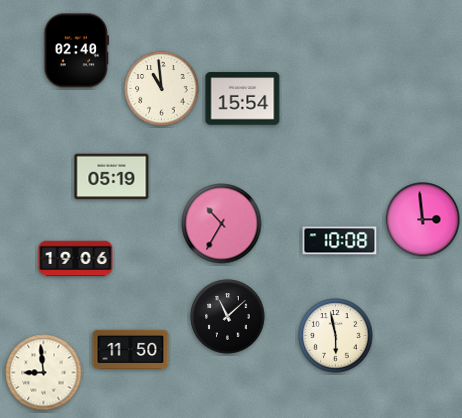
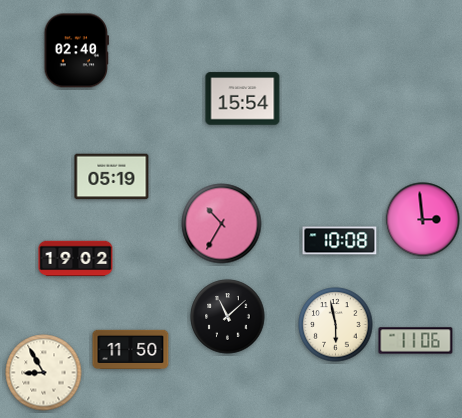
clock at (162, 89): 10:59 -> none
clock at (76, 259): 19:06 -> 19:02
clock at (336, 336) position: (336, 336) -> (336, 325)
clock at (416, 341): none -> 11:06
clock at (44, 373): 8:59 -> 8:55
